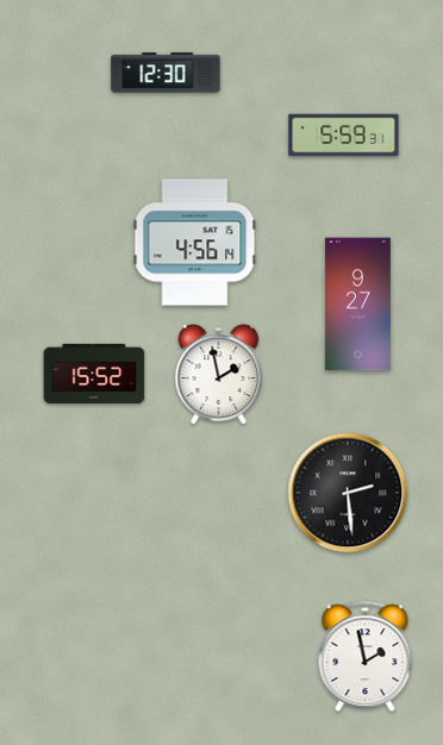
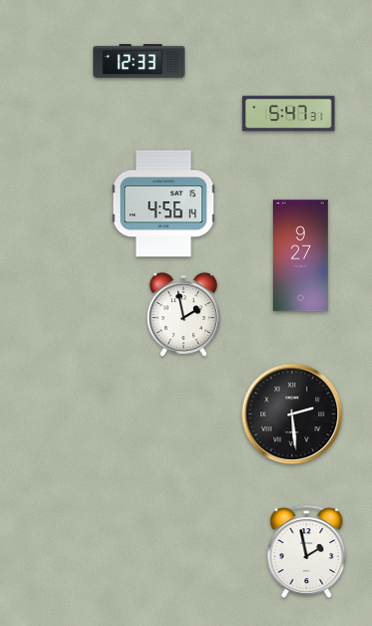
clock at (166, 73): 12:30 -> 12:33
clock at (344, 136): 5:59 -> 5:47
clock at (94, 372): 15:52 -> none
